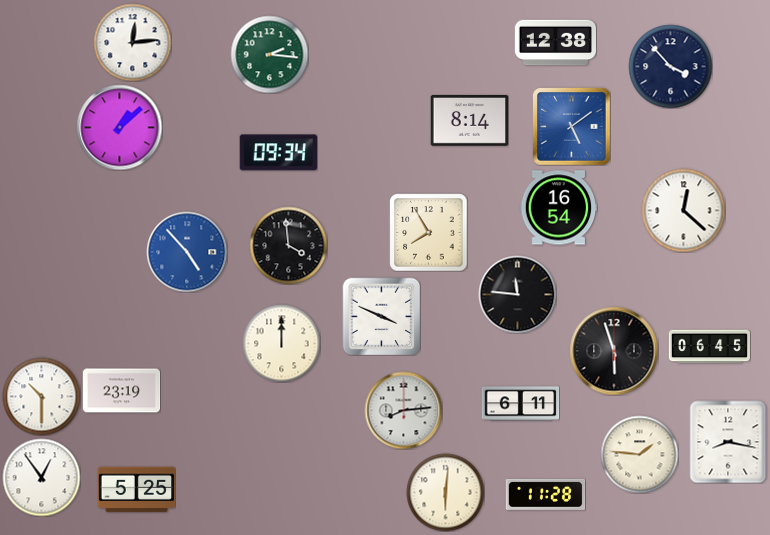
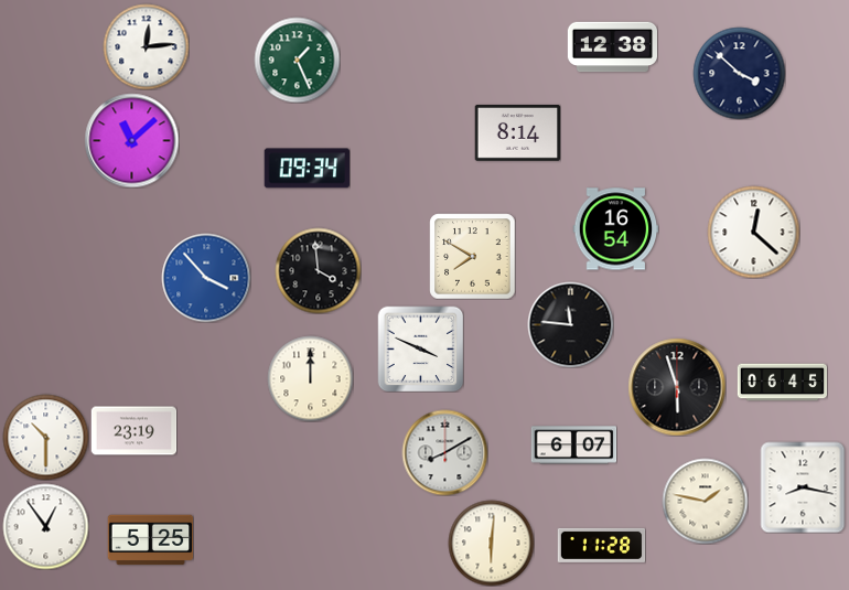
clock at (269, 54): 2:16 -> 1:26
clock at (670, 66): 3:53 -> 3:52
clock at (119, 127): 1:08 -> 11:08
clock at (572, 127): 5:09 -> none
clock at (428, 232): 7:55 -> 7:50
clock at (187, 252): 4:53 -> 3:53
clock at (520, 404): 6:11 -> 6:07
clock at (403, 410): 8:14 -> 8:10
clock at (639, 454): 1:46 -> 1:47
